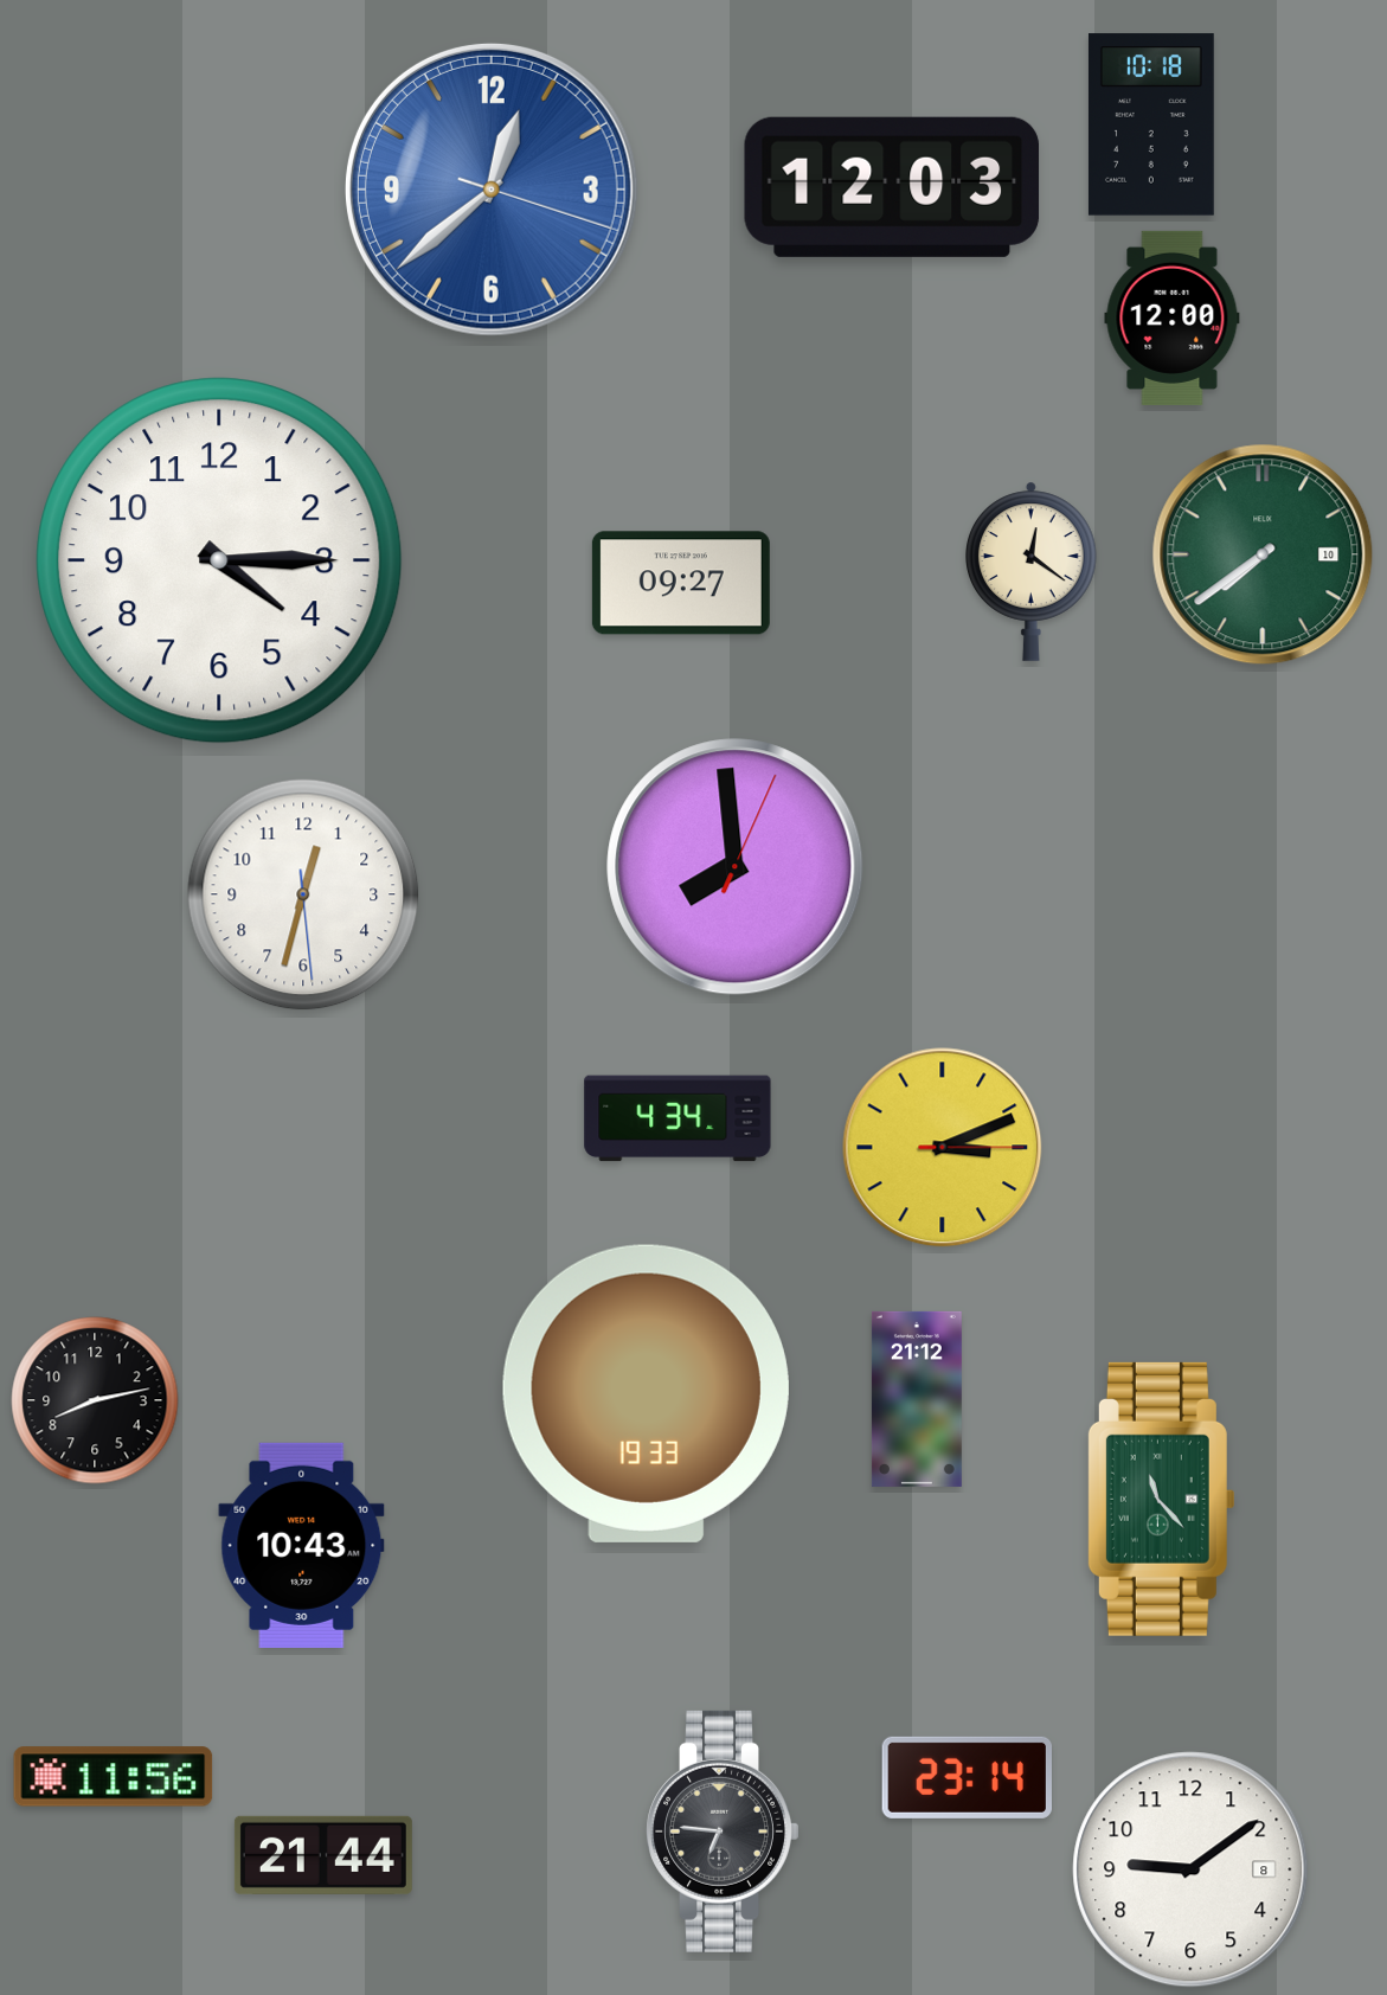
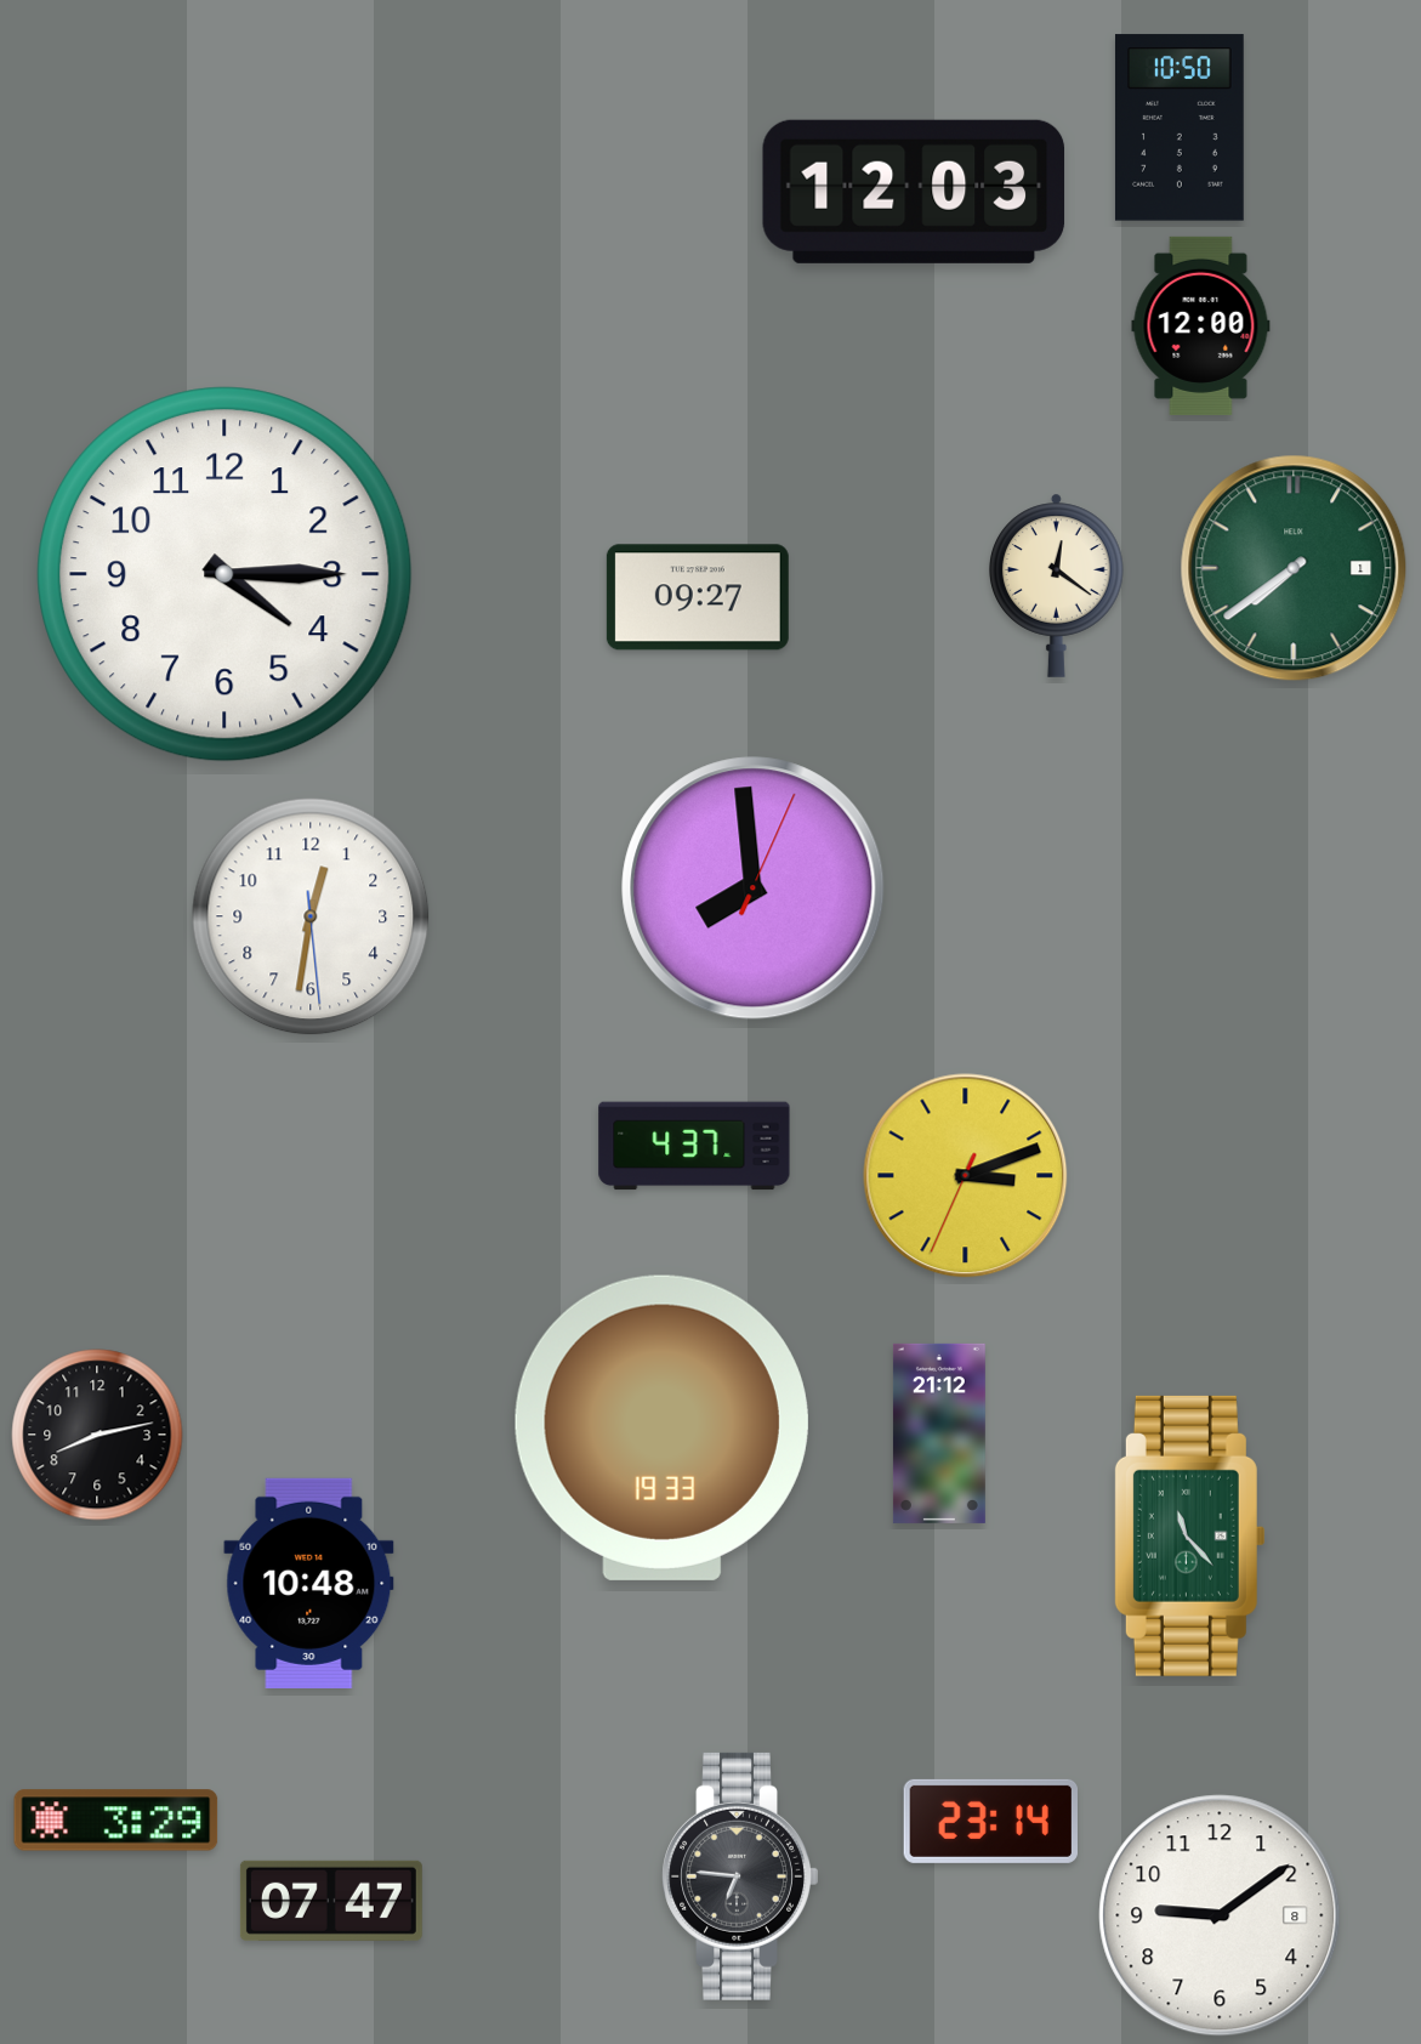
clock at (1151, 124): 10:18 -> 10:50
clock at (492, 190): 12:38 -> none
clock at (1263, 554) date: 10 -> 1
clock at (303, 894): 12:32 -> 12:31
clock at (678, 1118): 4:34 -> 4:37
clock at (943, 1148): 3:11:15 -> 3:11:34
clock at (302, 1545): 10:43 -> 10:48
clock at (114, 1777): 11:56 -> 3:29
clock at (323, 1855): 21:44 -> 07:47
